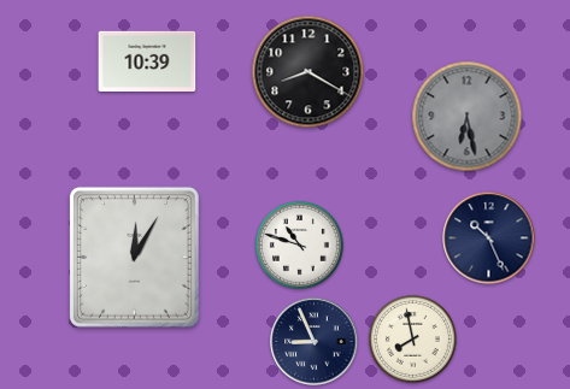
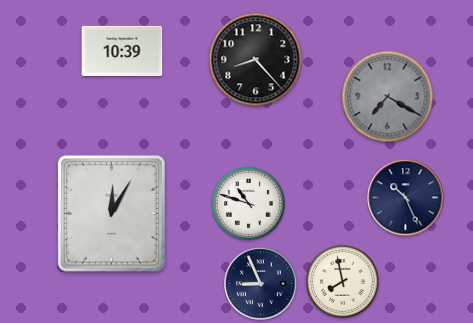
clock at (308, 72): 8:20 -> 8:23
clock at (468, 117): 6:28 -> 7:20
